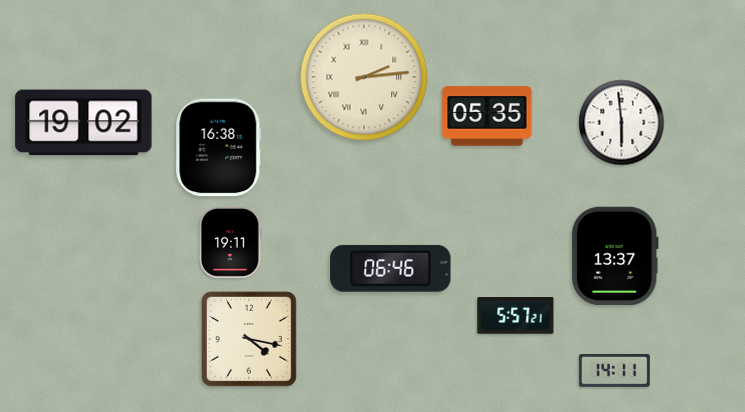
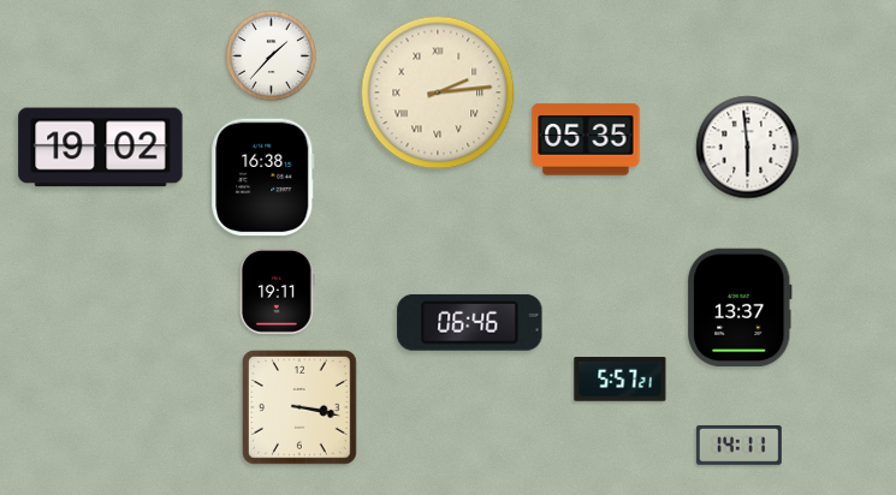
clock at (271, 55): none -> 1:37
clock at (250, 340): 4:17 -> 3:17
